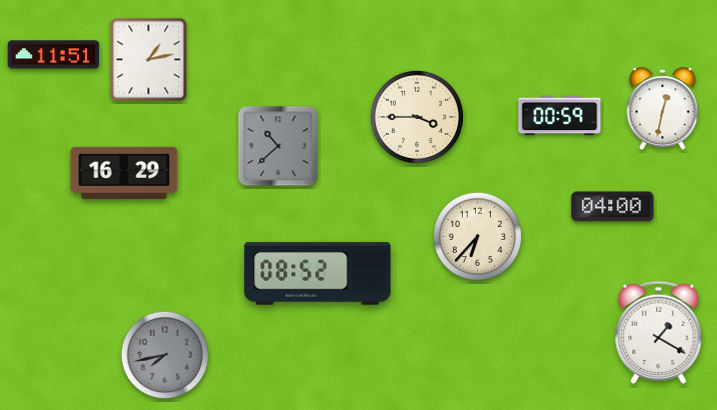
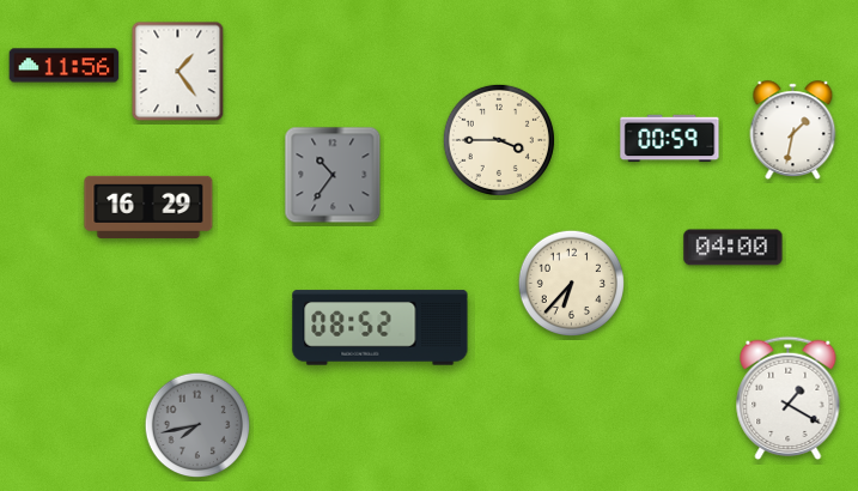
clock at (54, 55): 11:51 -> 11:56
clock at (149, 60): 1:13 -> 1:24
clock at (663, 109): 12:32 -> 1:32
clock at (278, 146): 10:38 -> 10:36
